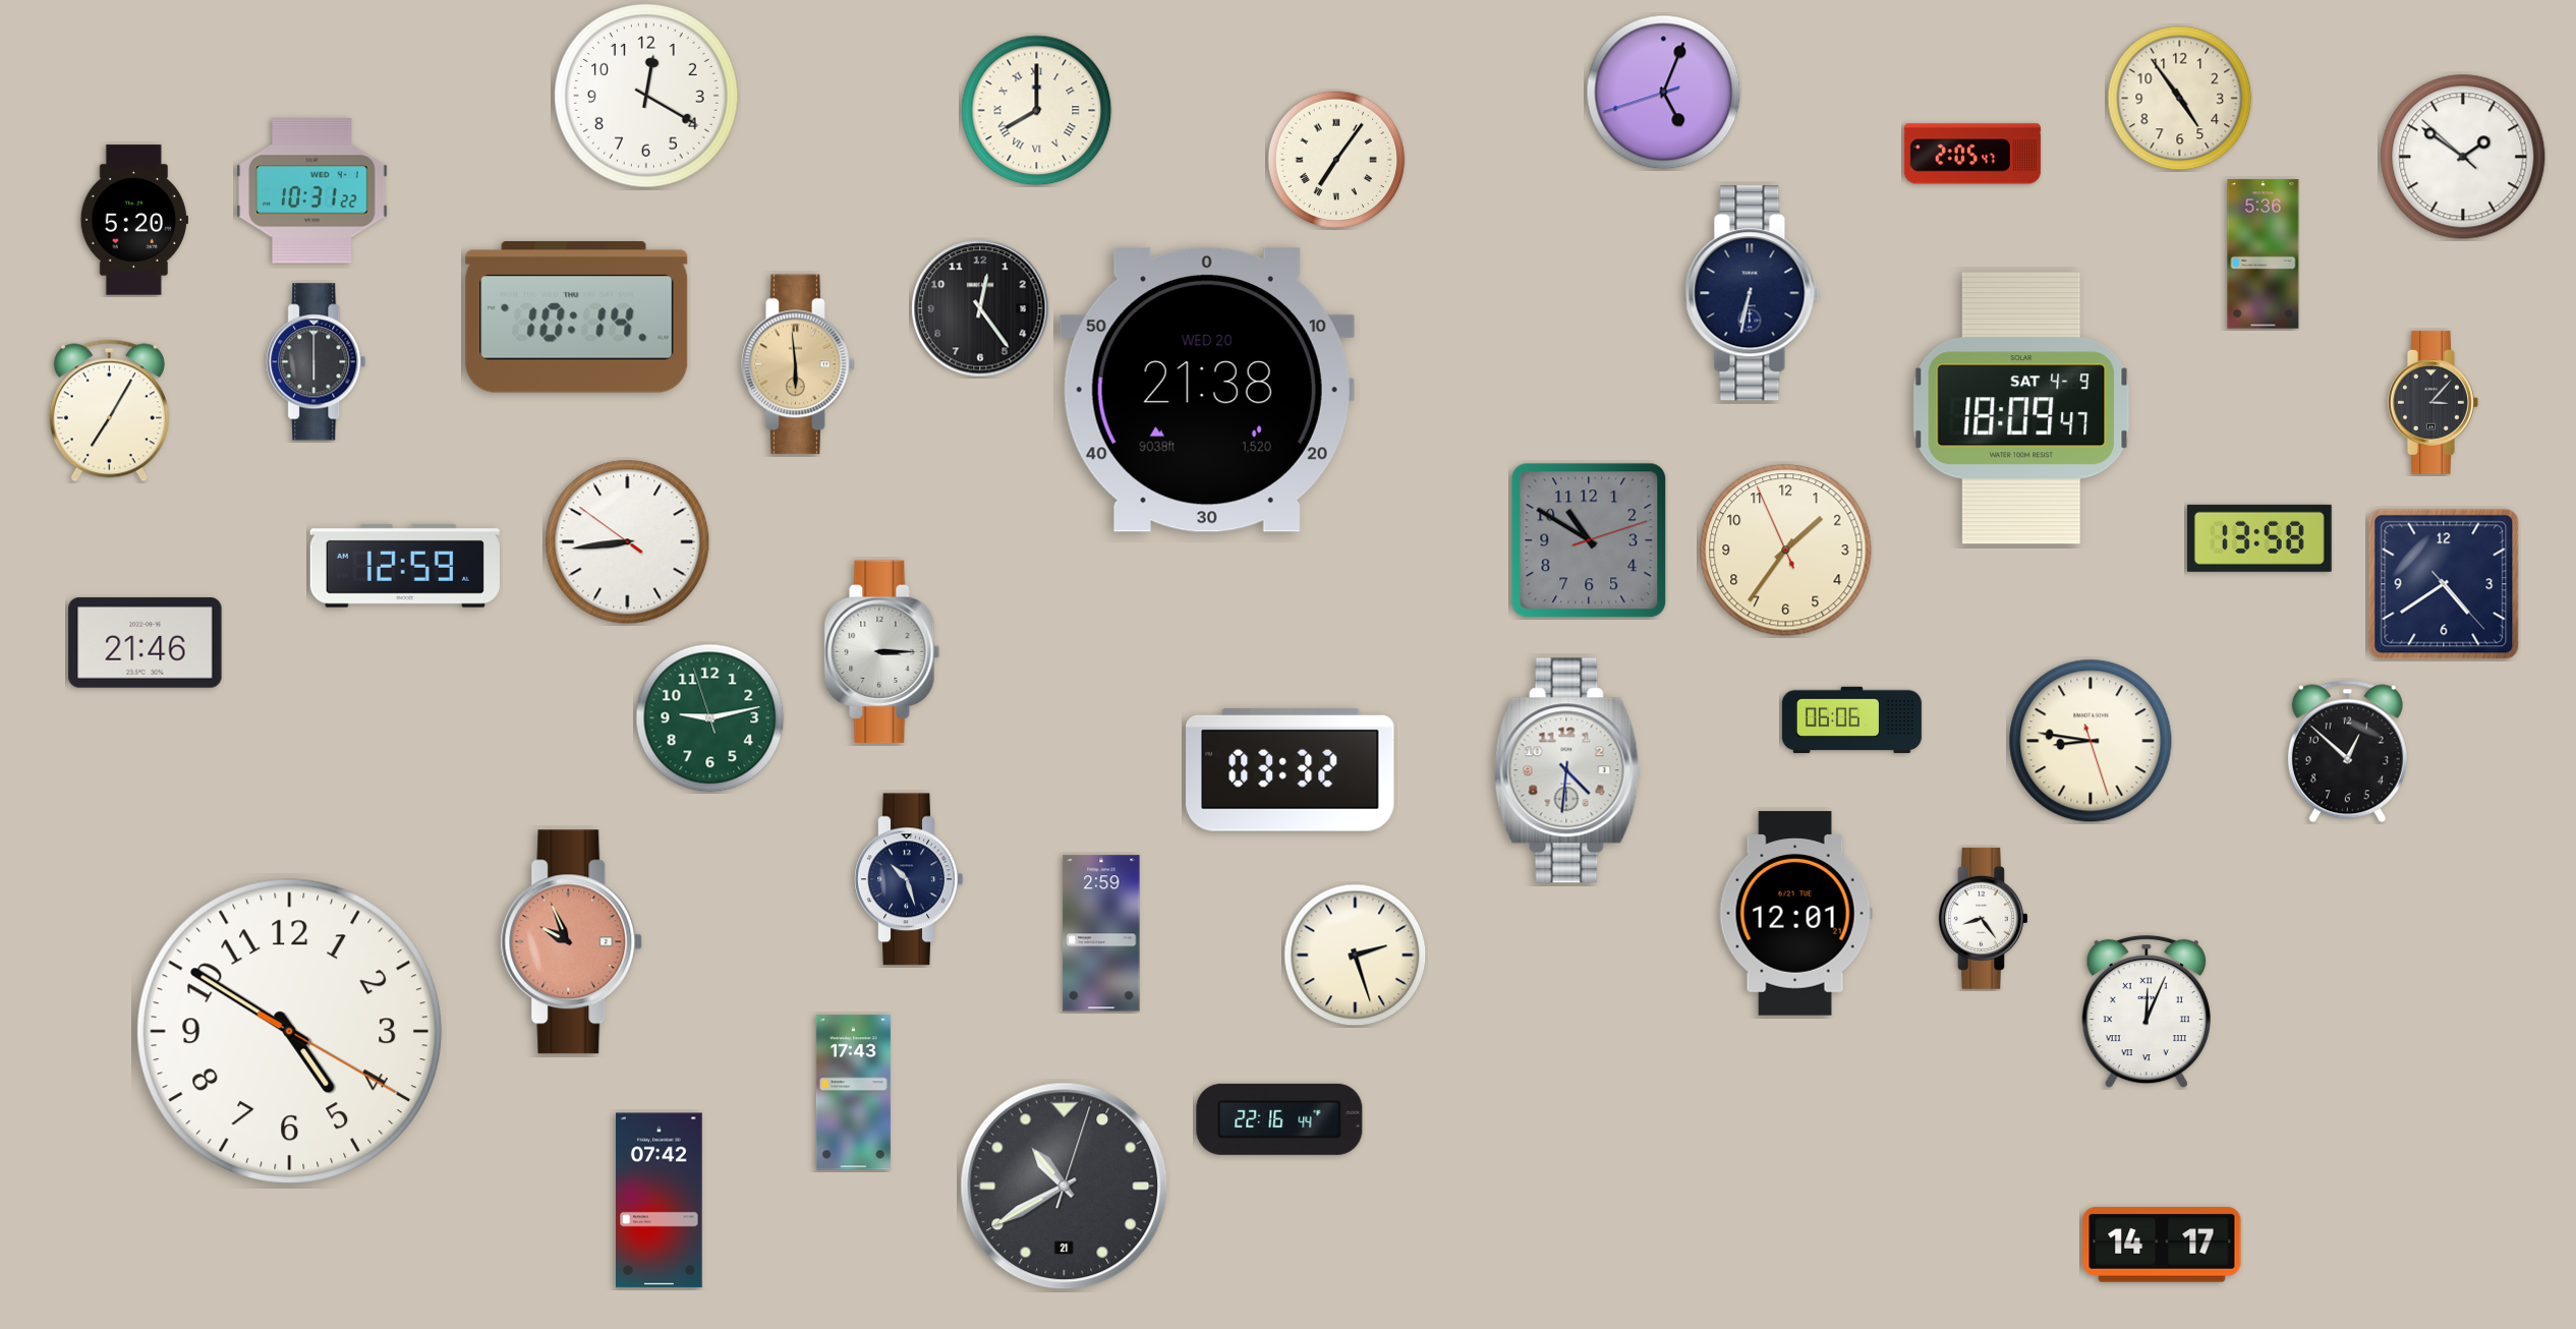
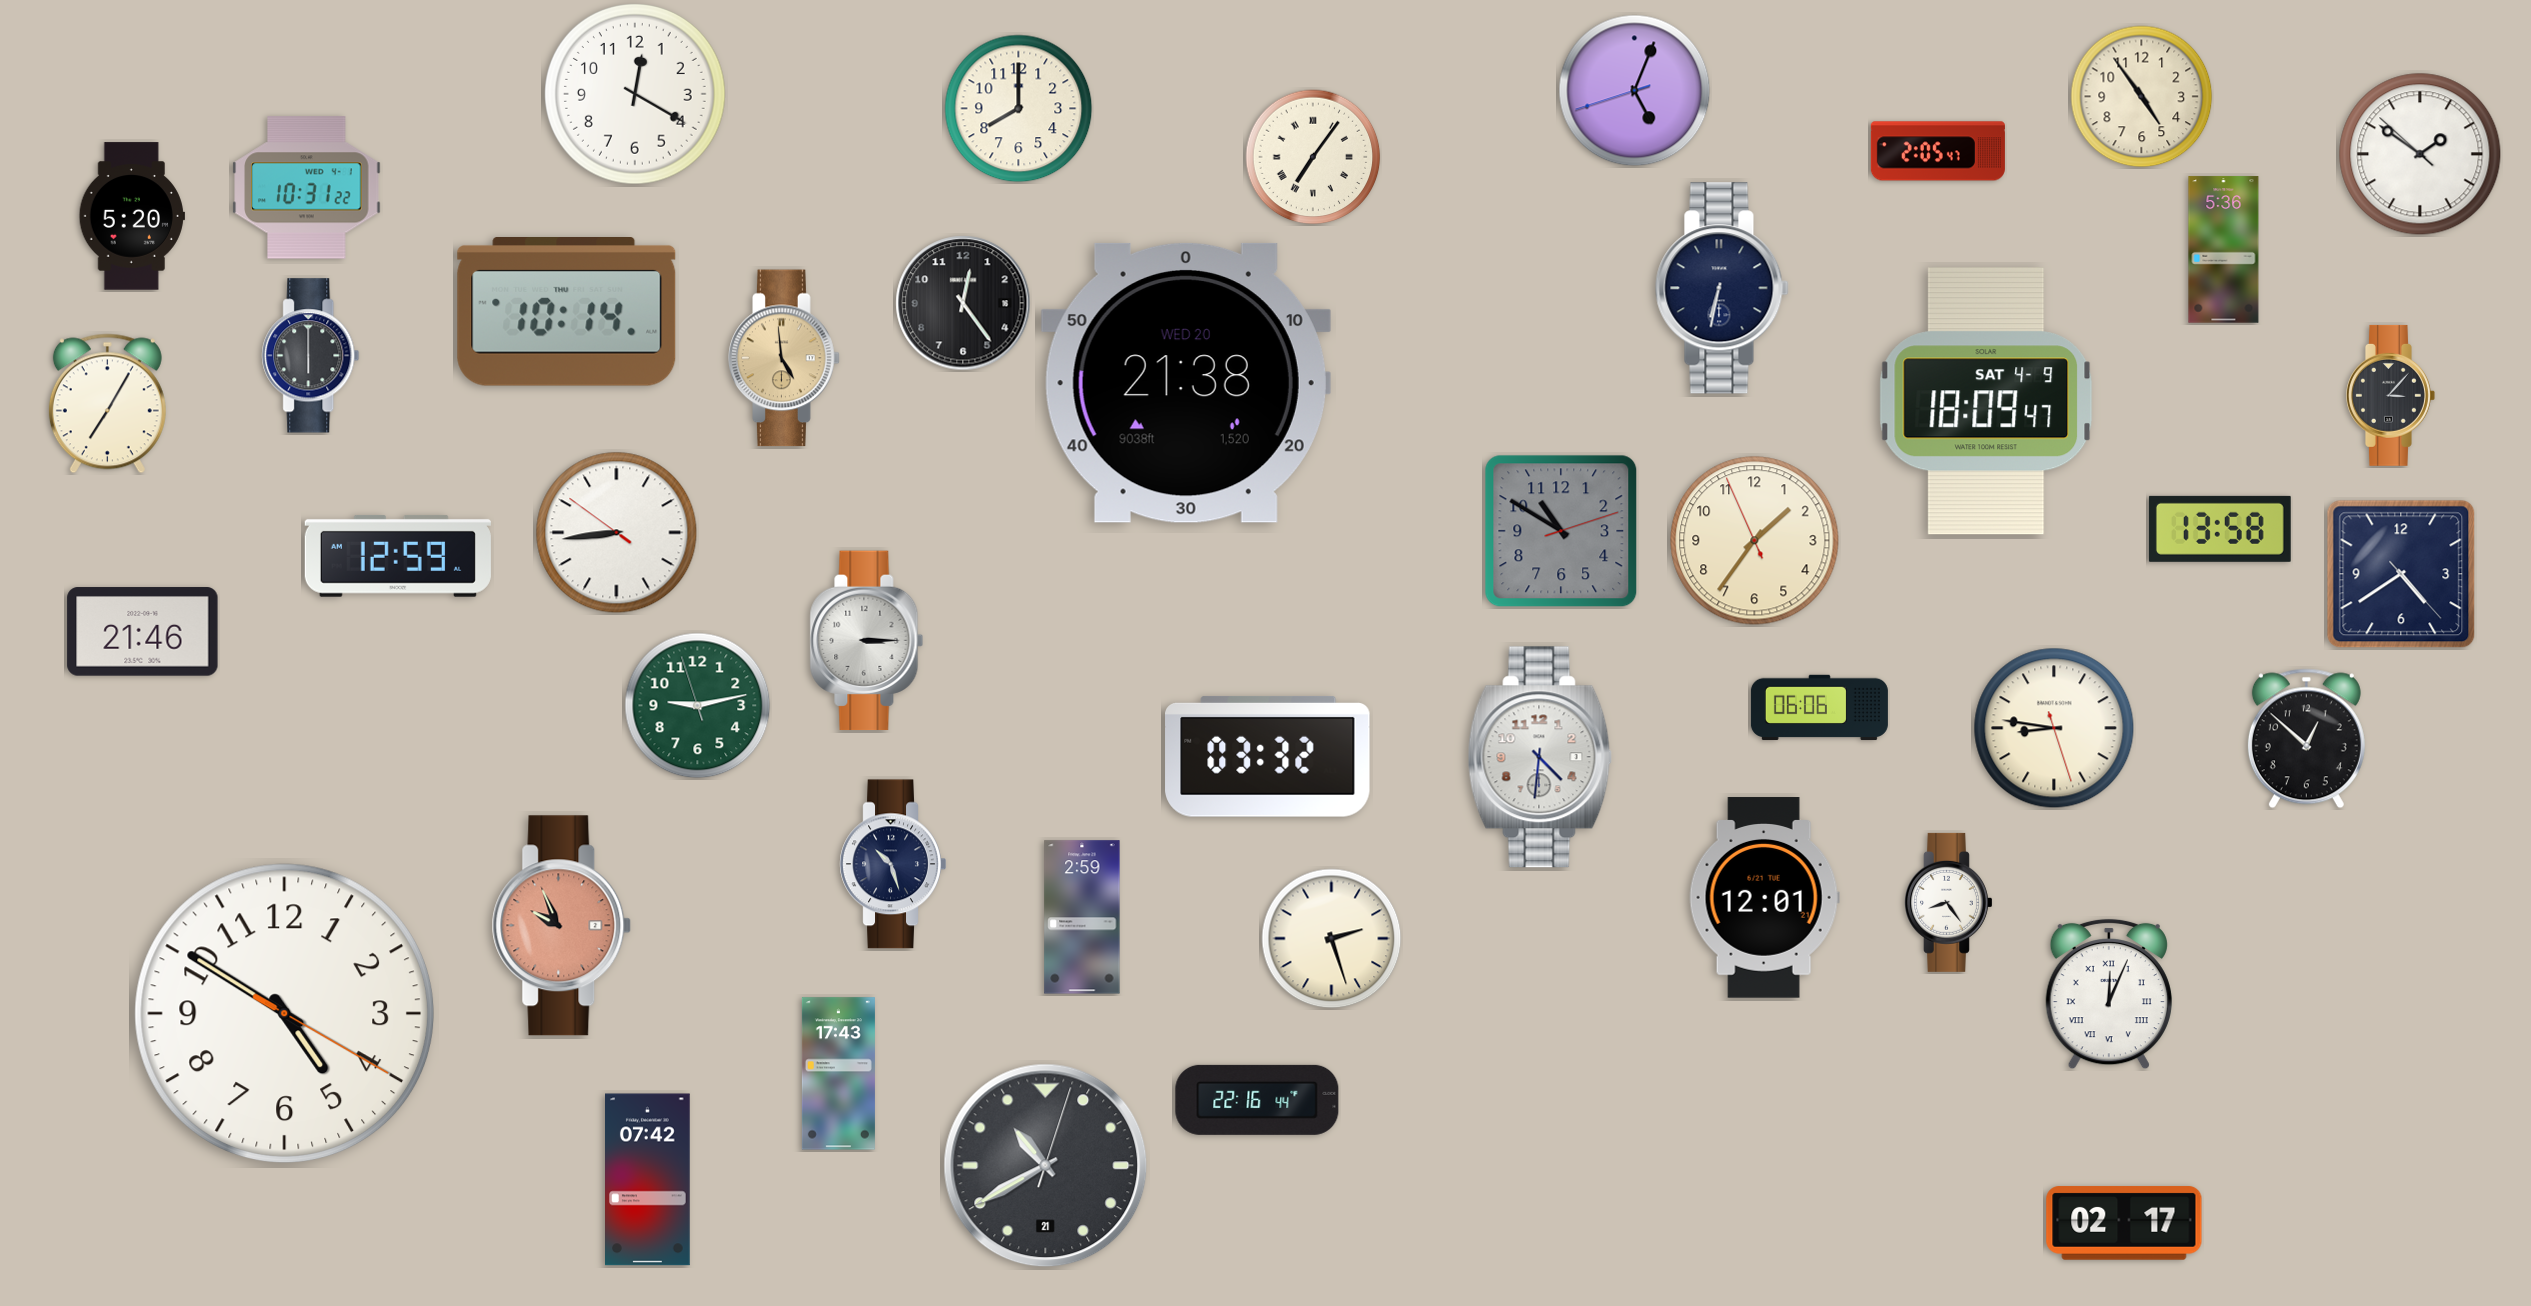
clock at (1037, 111) numerals: Roman -> Arabic
clock at (798, 364): 5:59 -> 4:59
clock at (2162, 1245): 14:17 -> 02:17
